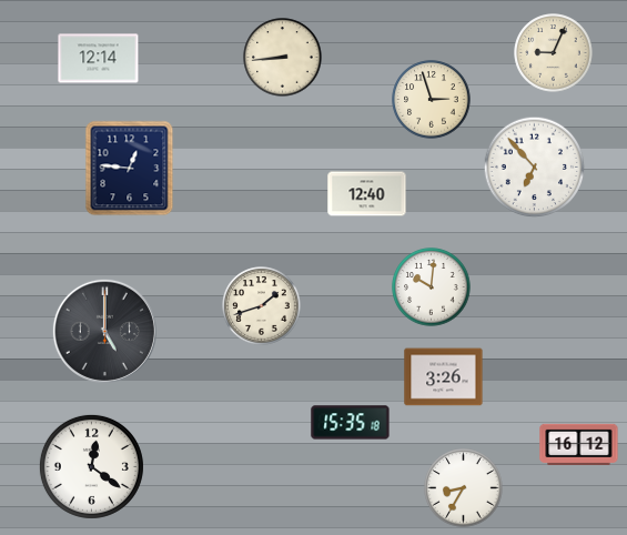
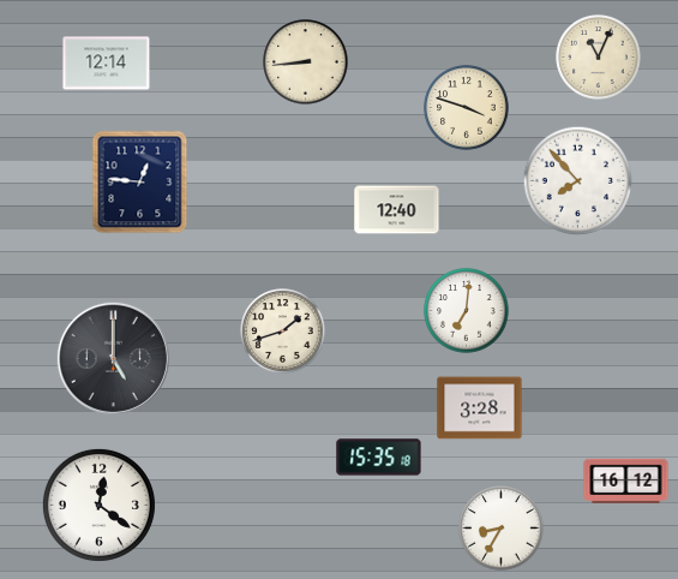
clock at (554, 53): 9:04 -> 11:04
clock at (432, 100): 2:57 -> 3:48
clock at (535, 168): 6:53 -> 7:53
clock at (432, 287): 10:01 -> 7:01
clock at (444, 377): 3:26 -> 3:28
